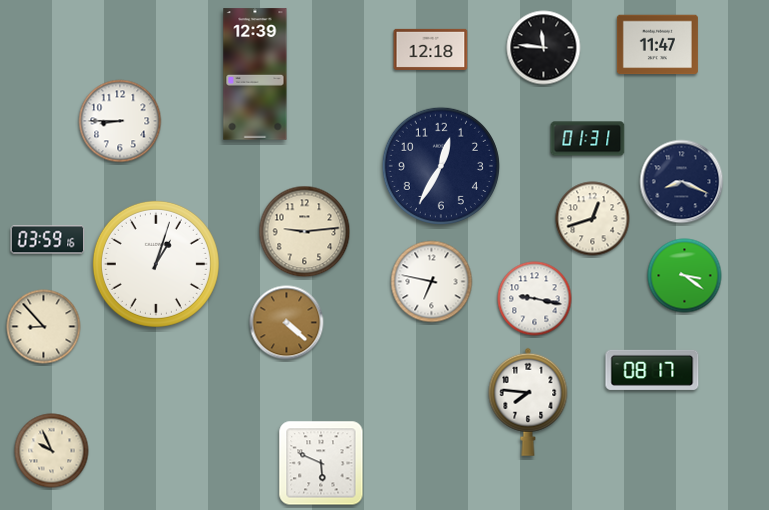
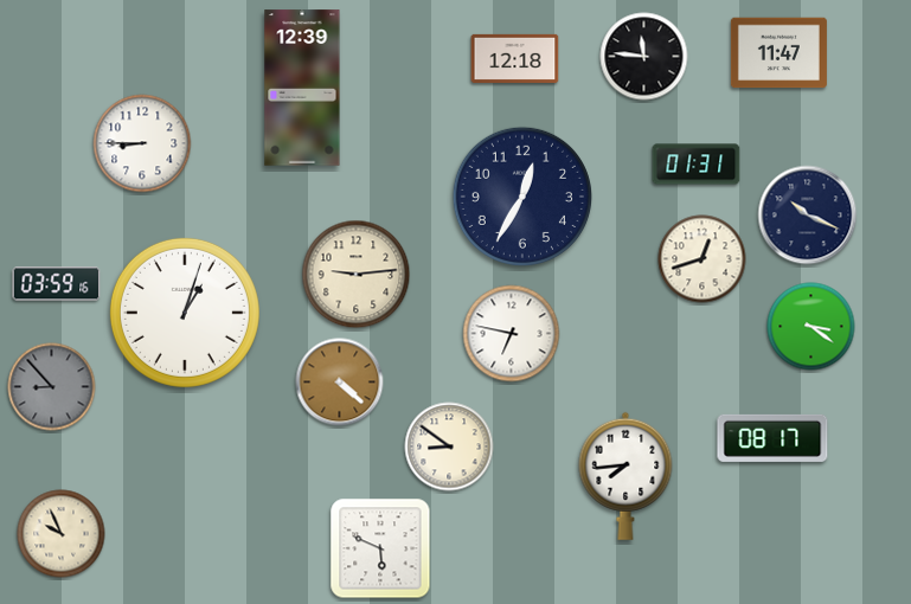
clock at (431, 49) position: (431, 49) -> (515, 58)
clock at (682, 182): 8:19 -> 10:19
clock at (305, 232) position: (305, 232) -> (357, 275)
clock at (535, 299): 9:17 -> none
clock at (44, 327) dial: cream -> grey
clock at (449, 446): none -> 8:51
clock at (528, 402): 7:46 -> 7:44
